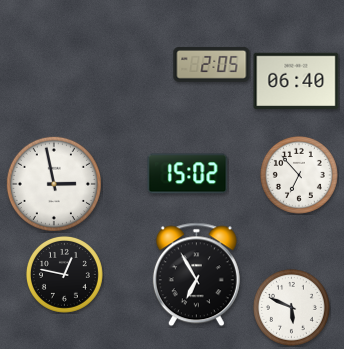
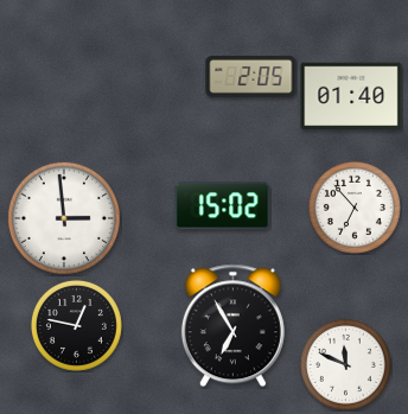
clock at (296, 81): 06:40 -> 01:40
clock at (54, 184): 2:58 -> 2:59
clock at (291, 307): 5:49 -> 11:49
